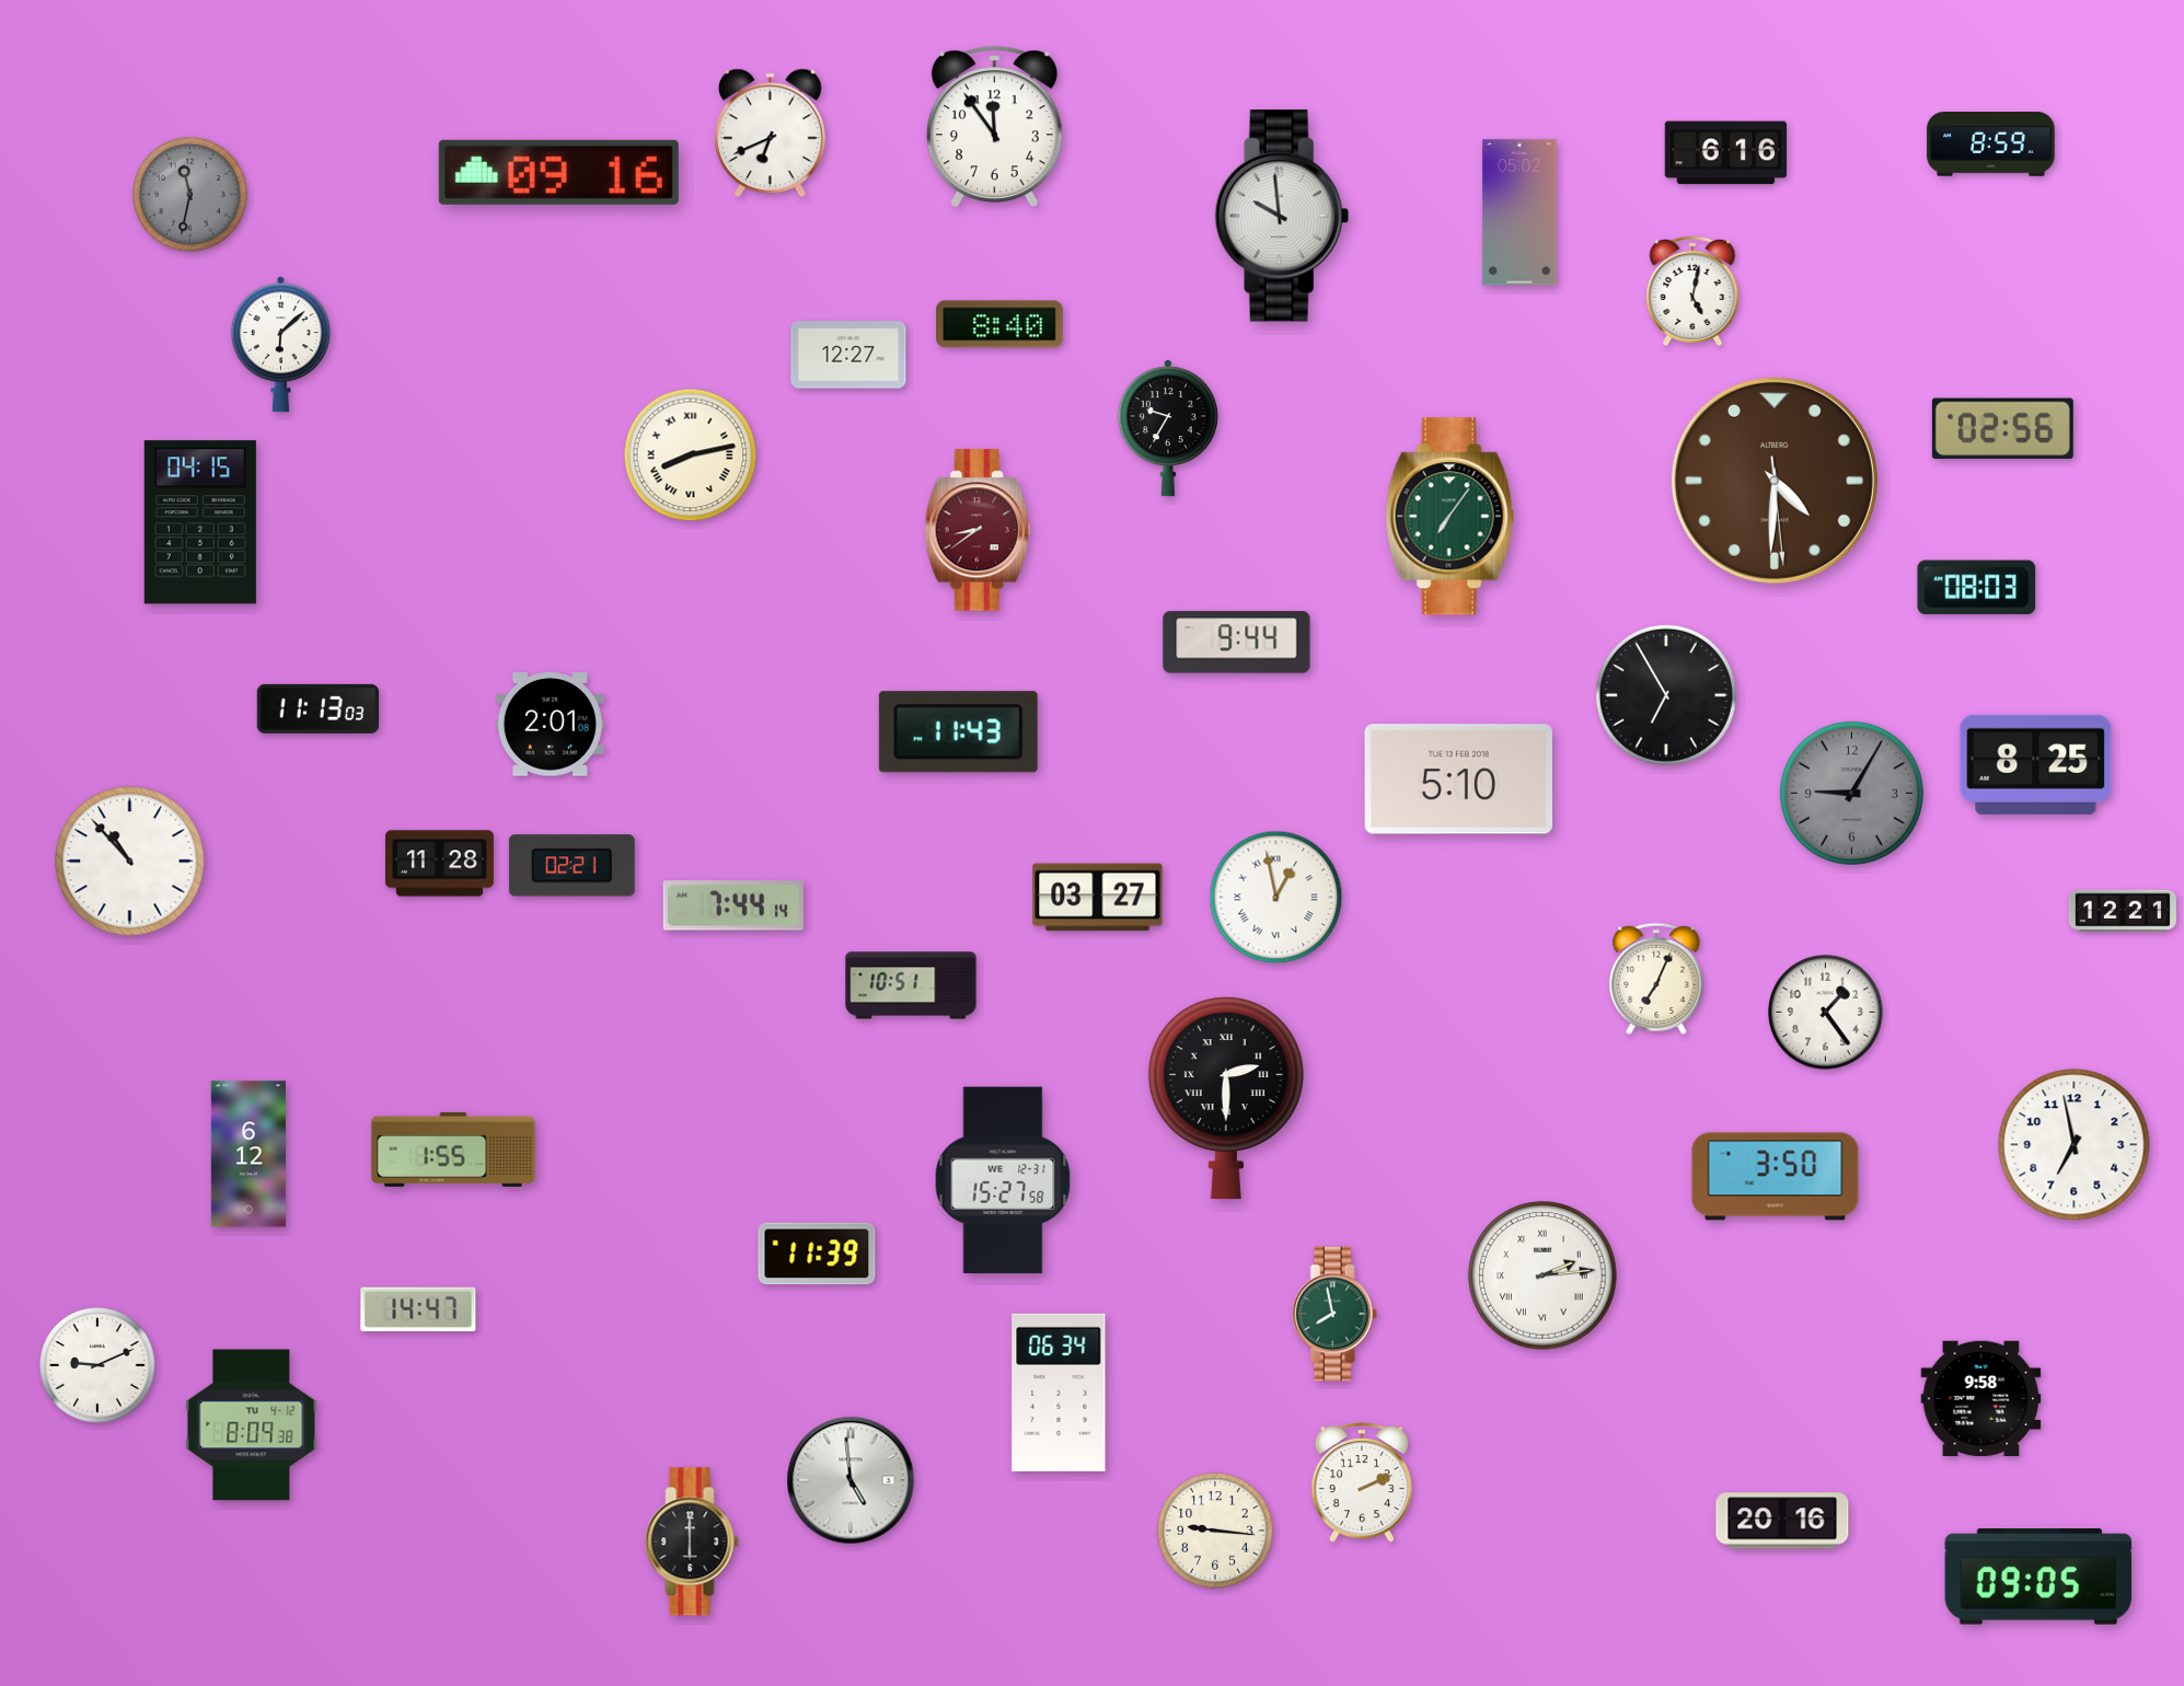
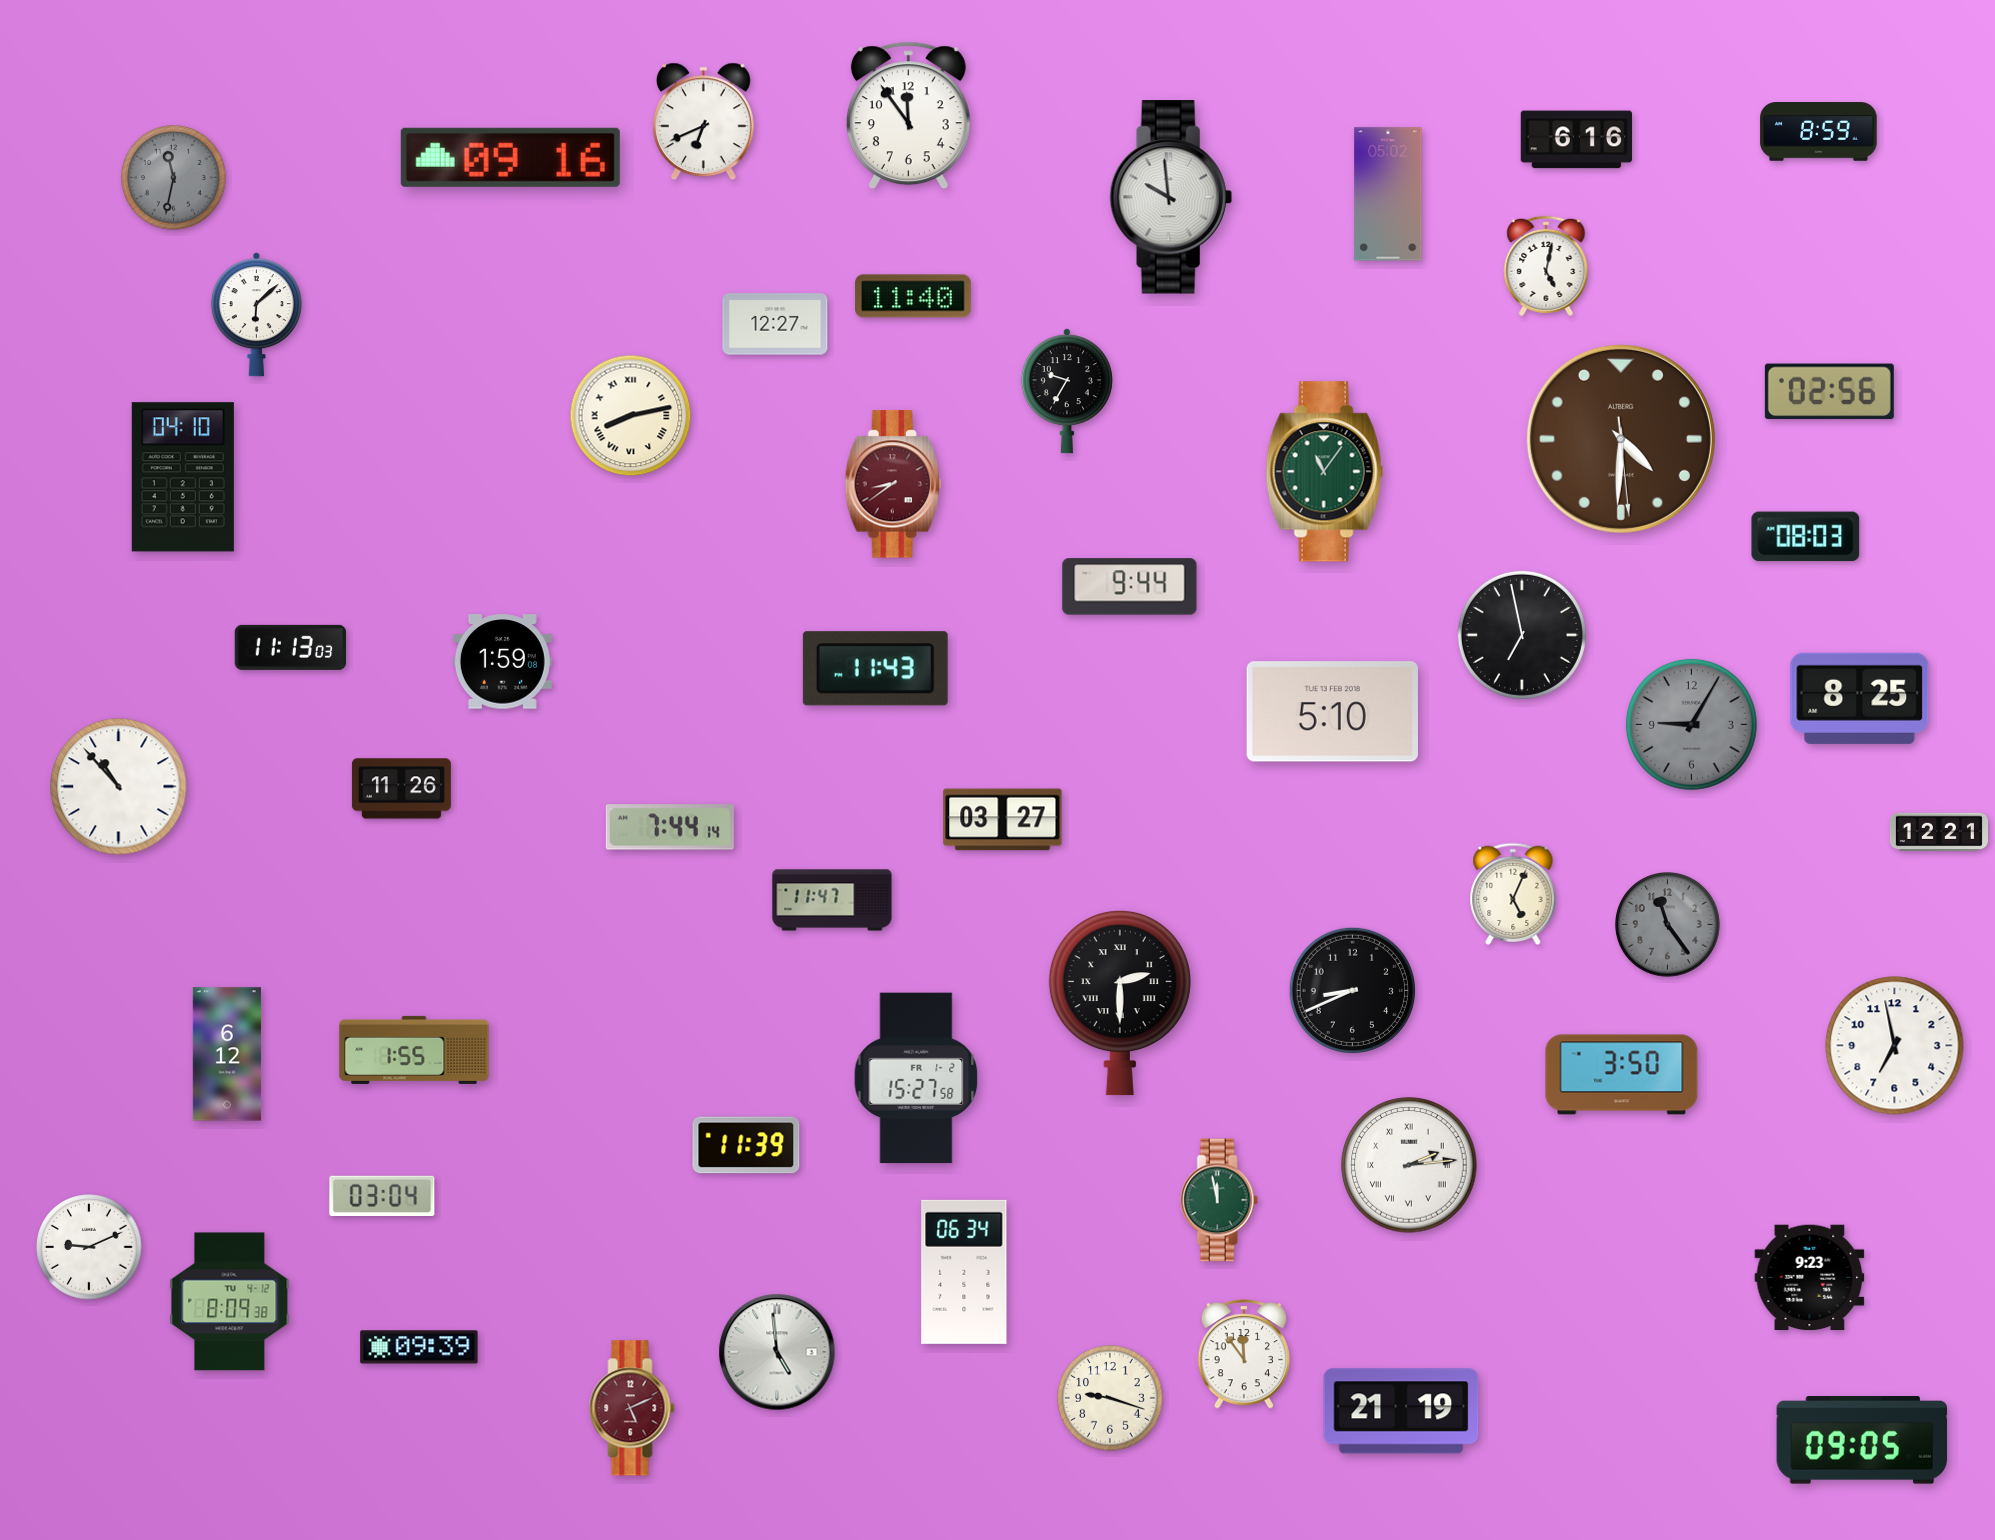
clock at (999, 324): 8:40 -> 11:40
clock at (1451, 517): 7:06 -> 11:06
clock at (200, 522): 04:15 -> 04:10
clock at (1666, 695): 6:55 -> 6:58
clock at (550, 725): 2:01 -> 1:59
clock at (439, 864): 11:28 -> 11:26
clock at (571, 866): 02:21 -> none
clock at (1276, 898): 12:58 -> none
clock at (1656, 978): 7:04 -> 5:04
clock at (911, 985): 10:51 -> 11:47
clock at (1826, 1013): 1:24 -> 11:24
clock at (1826, 1013) dial: white -> grey
clock at (1352, 990): none -> 8:41
clock at (1003, 1180) date: WE 12-31 -> FR 1-2
clock at (418, 1308): 14:47 -> 03:04
clock at (1334, 1314): 7:58 -> 11:58
clock at (1059, 1393) position: (1059, 1393) -> (964, 1272)
clock at (1981, 1399): 9:58 -> 9:23
clock at (419, 1347): none -> 09:39
clock at (1362, 1482): 2:11 -> 11:54
clock at (1782, 1521): 20:16 -> none
clock at (1215, 1531): 9:16 -> 9:18
clock at (692, 1541): 6:00 -> 5:11
clock at (692, 1541) dial: black -> burgundy
clock at (1401, 1411): none -> 21:19
